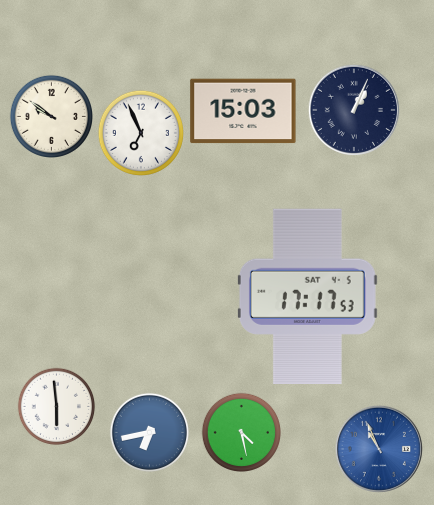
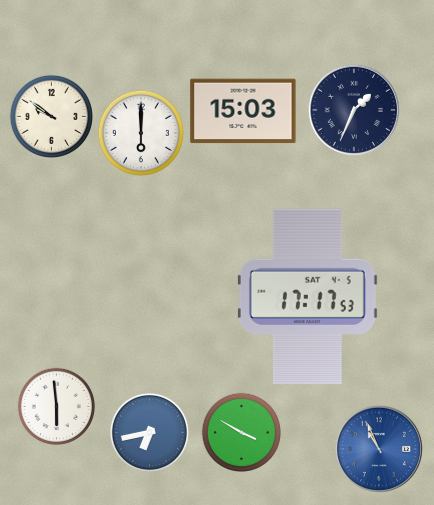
clock at (354, 110): 1:04 -> 1:34
clock at (141, 133): 6:56 -> 6:00
clock at (241, 432): 4:28 -> 3:50
